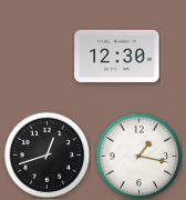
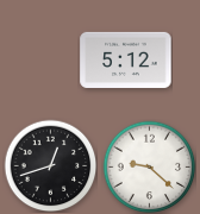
clock at (117, 56): 12:30 -> 5:12
clock at (138, 156): 1:17 -> 9:22
